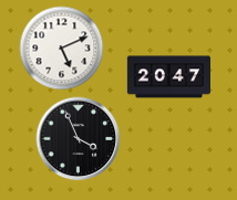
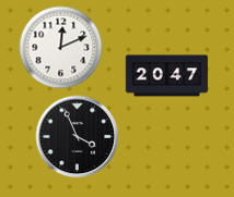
clock at (62, 49): 5:11 -> 12:11
